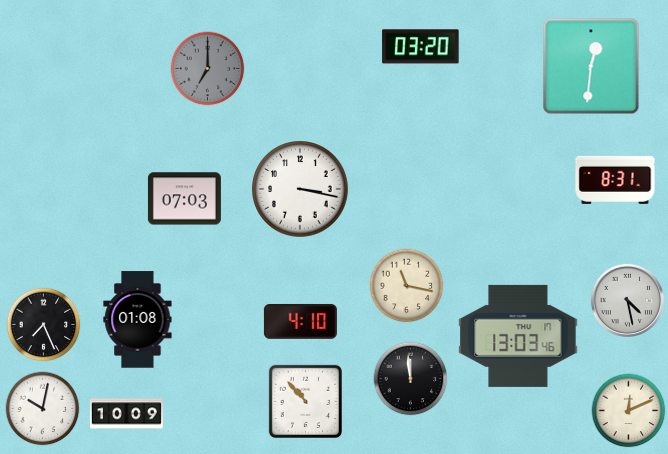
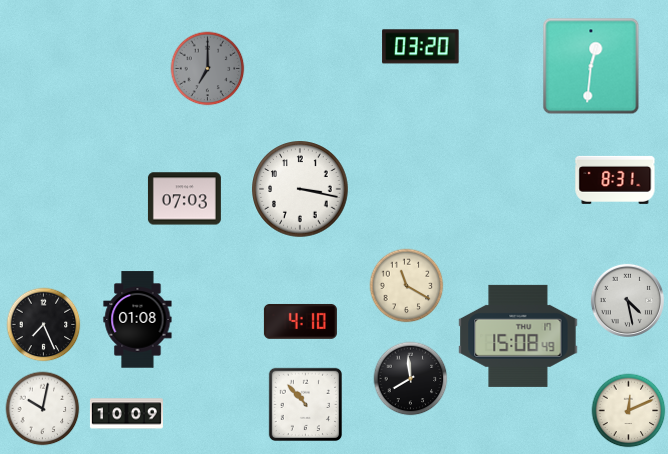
clock at (407, 286): 11:17 -> 11:20
clock at (518, 336): 13:03 -> 15:08
clock at (411, 379): 11:59 -> 7:59
clock at (305, 401) position: (305, 401) -> (305, 404)
